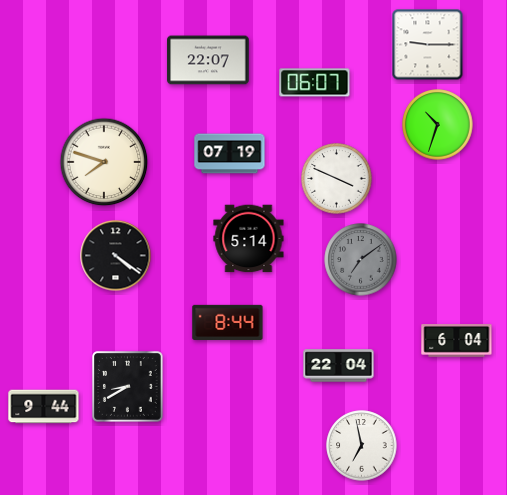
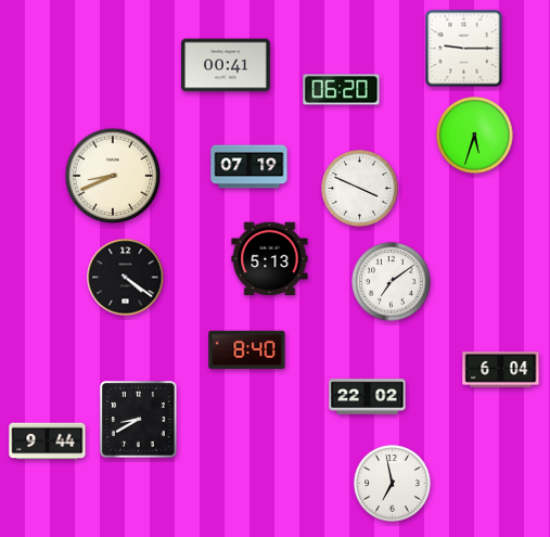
clock at (208, 60): 22:07 -> 00:41
clock at (315, 83): 06:07 -> 06:20
clock at (438, 125): 10:33 -> 5:33
clock at (104, 162): 7:48 -> 8:41
clock at (337, 179) position: (337, 179) -> (360, 189)
clock at (249, 239): 5:14 -> 5:13
clock at (361, 260) dial: grey -> white
clock at (228, 322): 8:44 -> 8:40
clock at (457, 341) position: (457, 341) -> (501, 370)
clock at (339, 366): 22:04 -> 22:02
